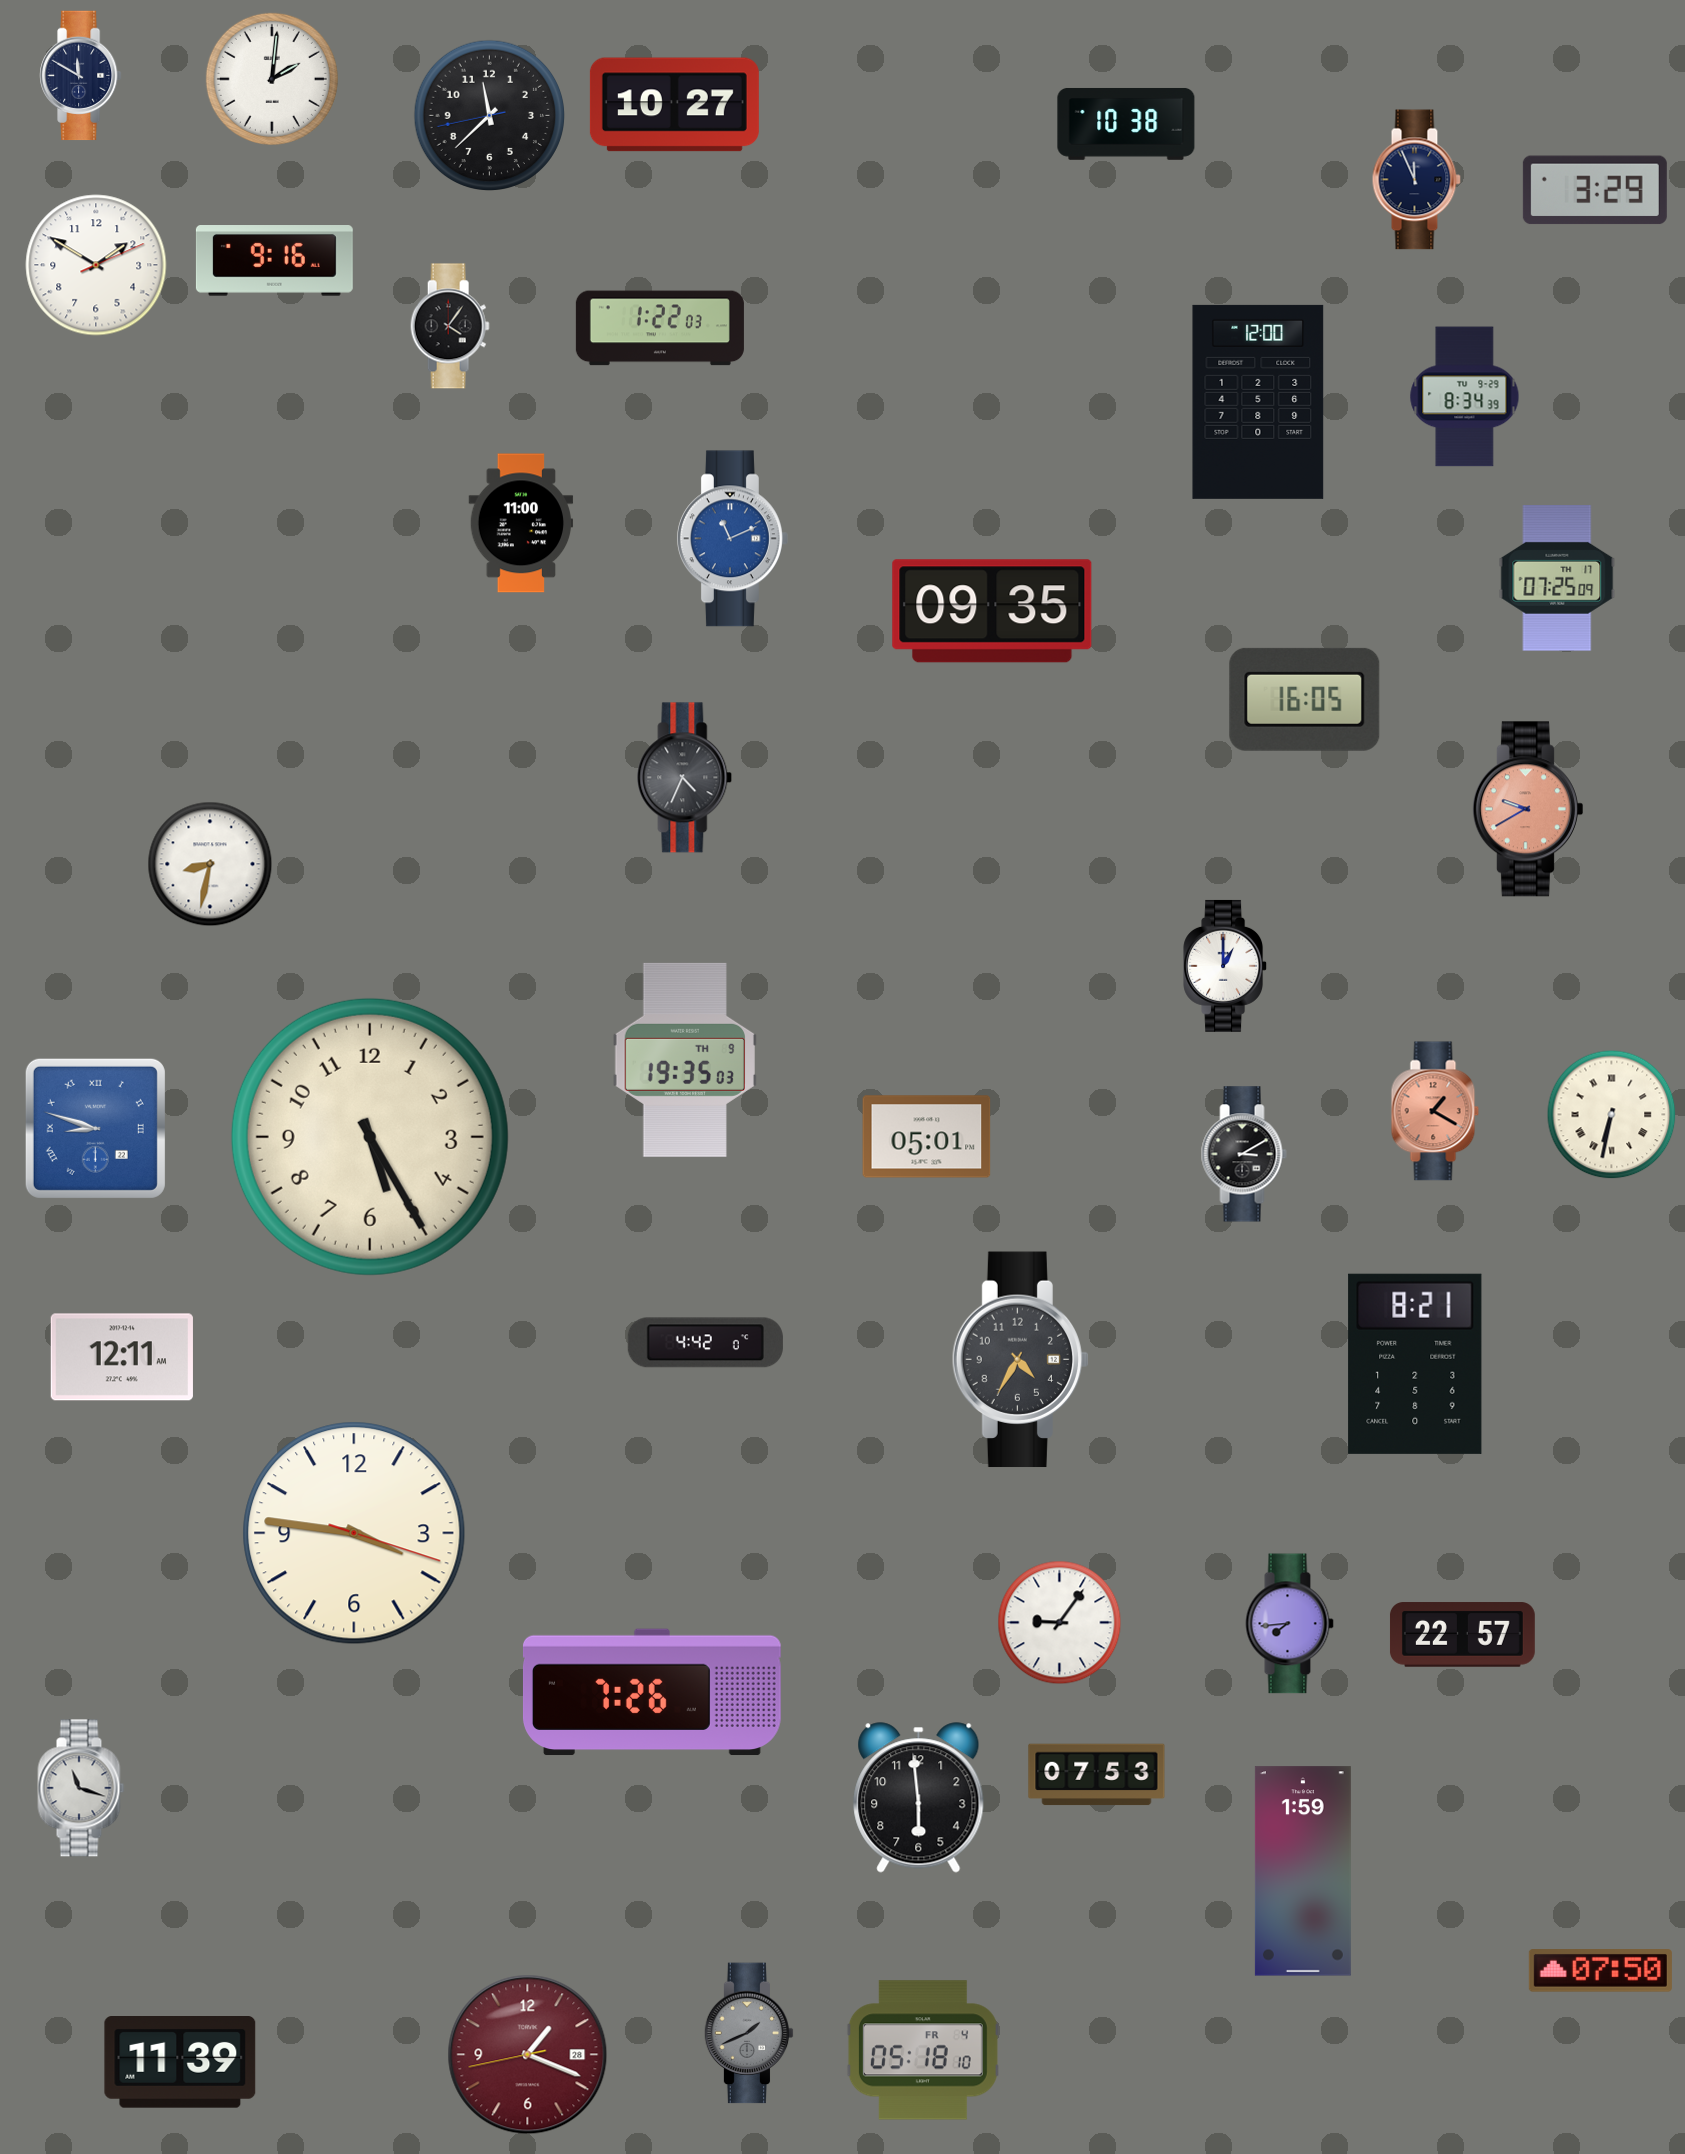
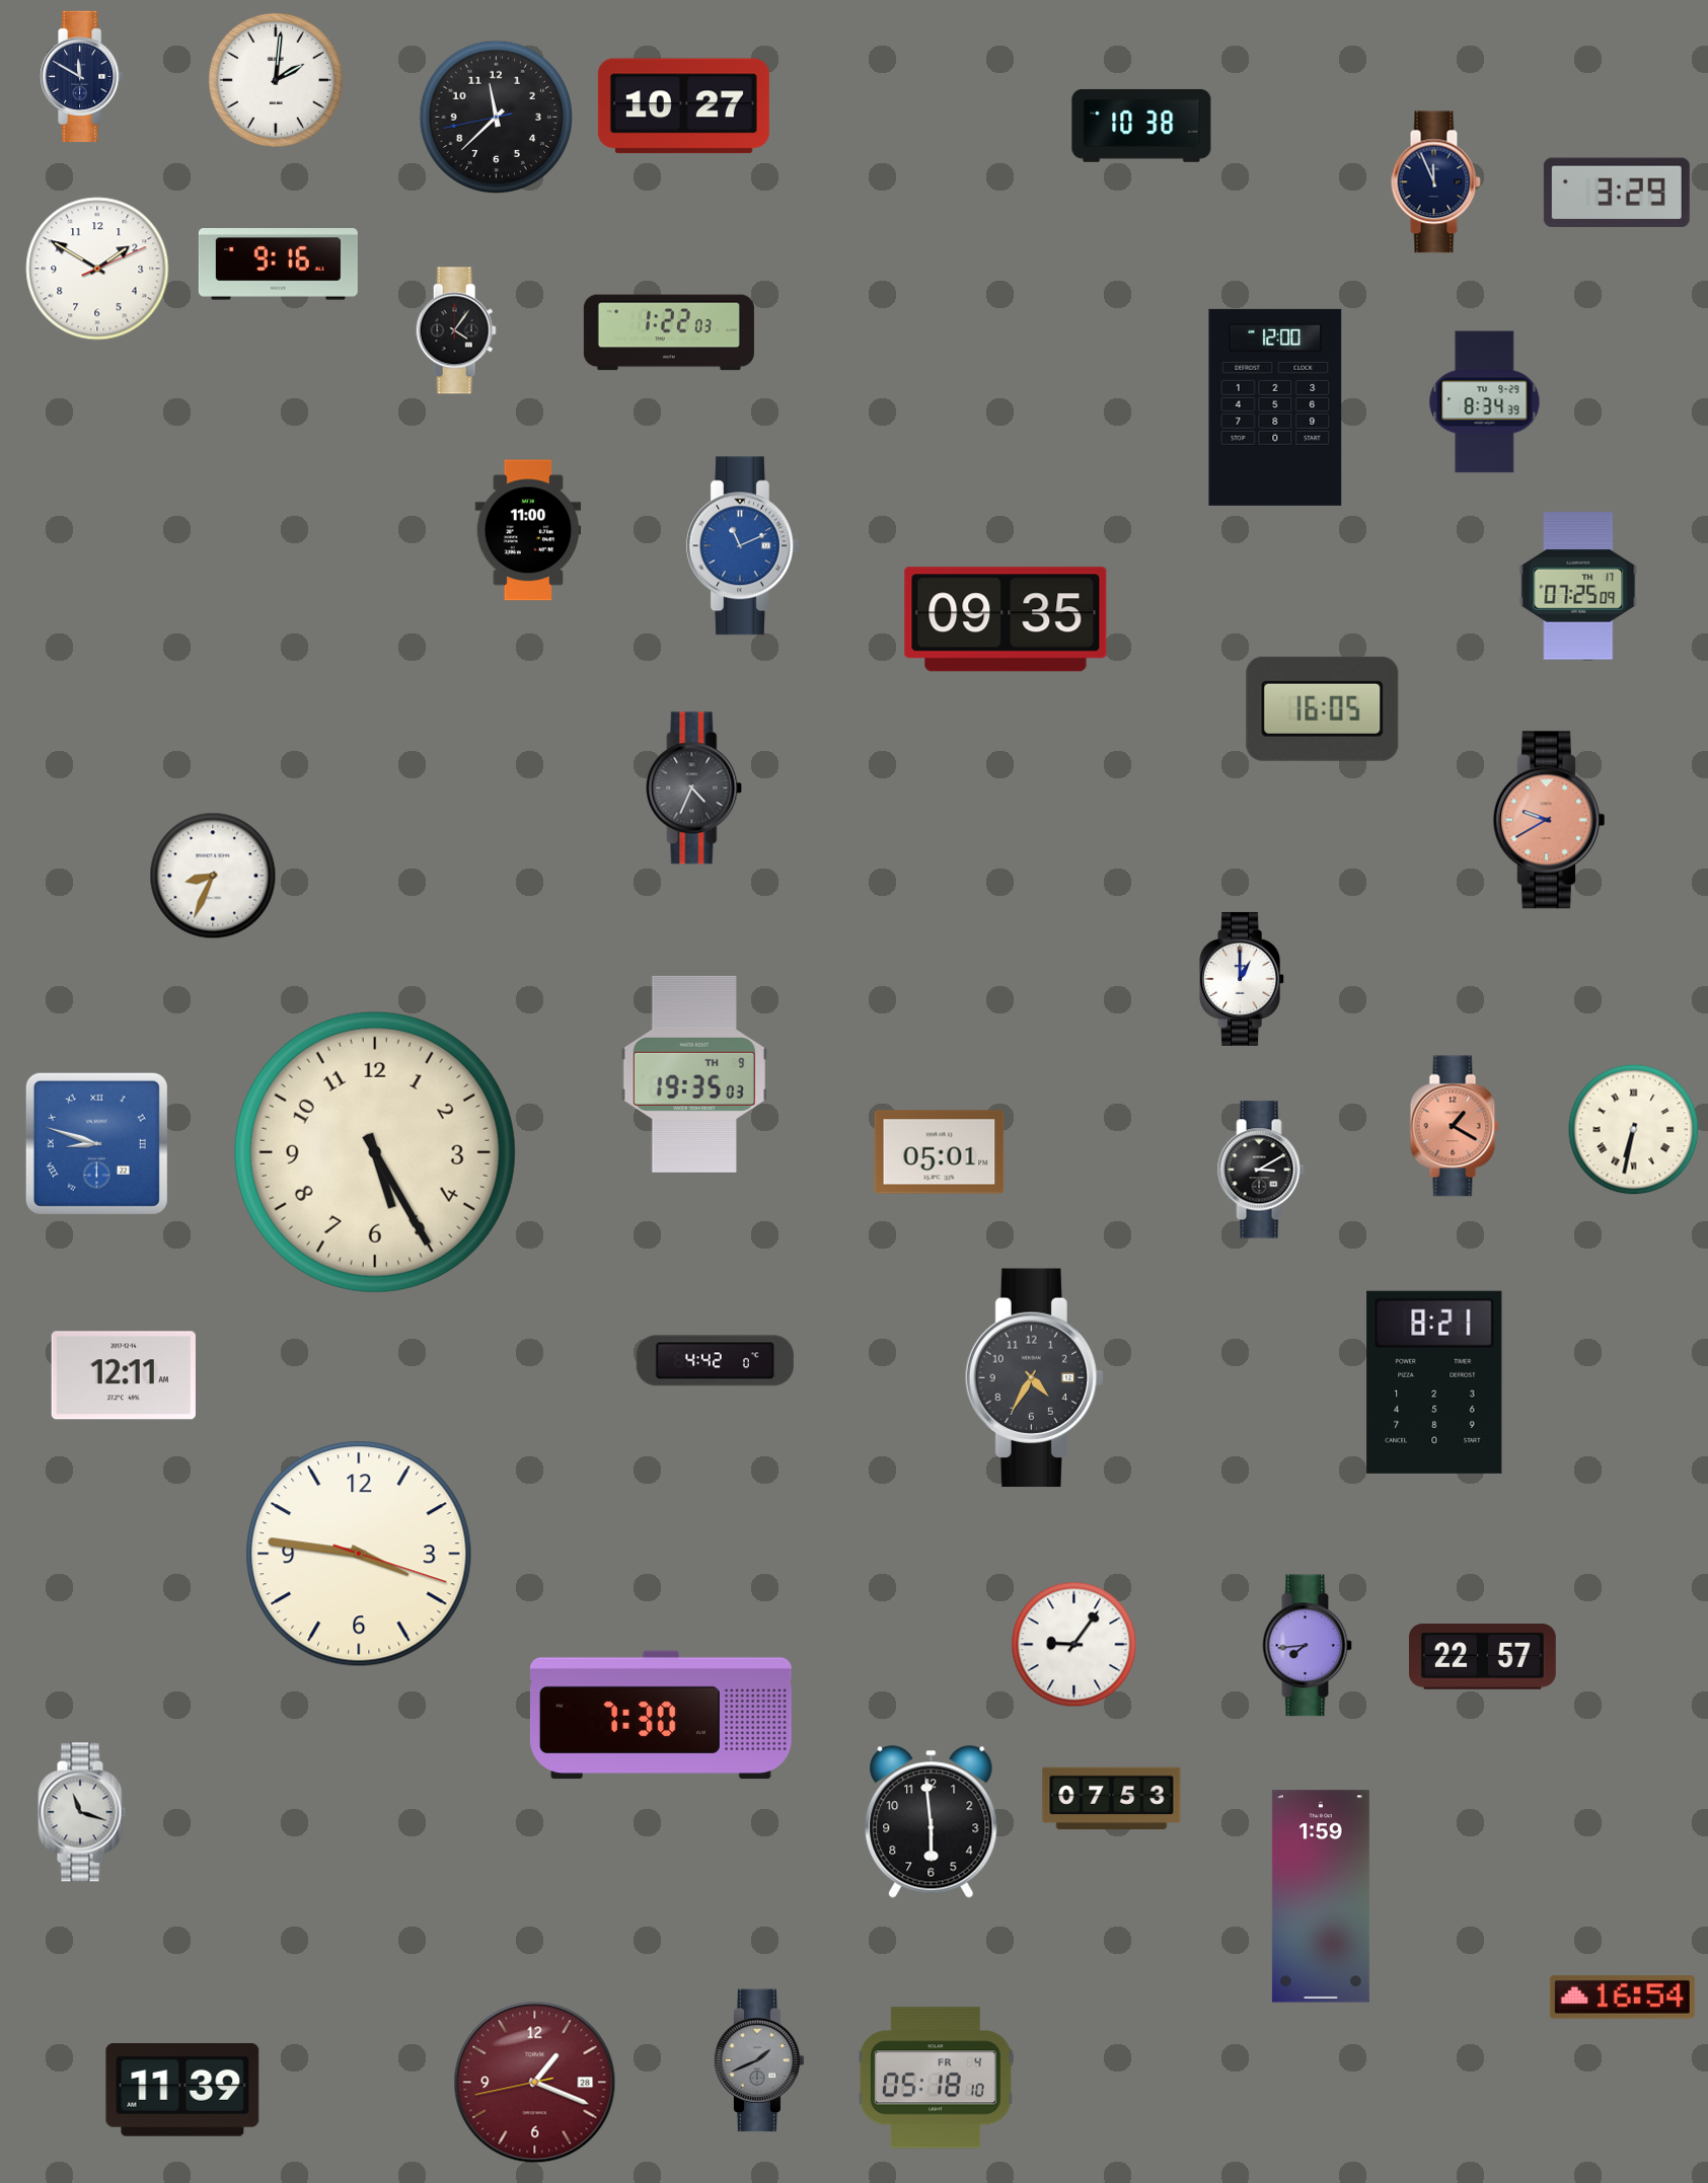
clock at (210, 864): 8:32 -> 8:34
clock at (652, 1692): 7:26 -> 7:30
clock at (1600, 1971): 07:50 -> 16:54
